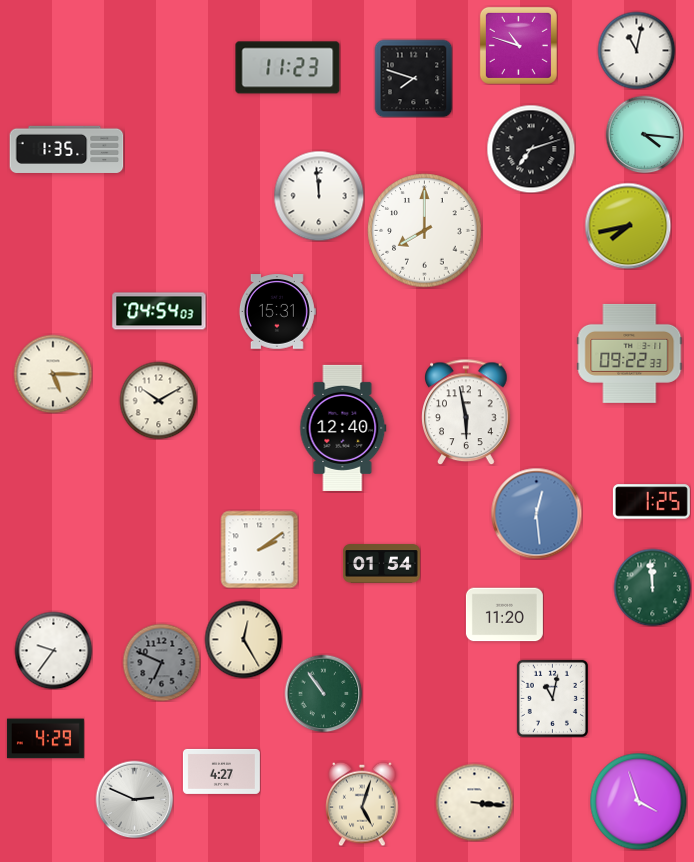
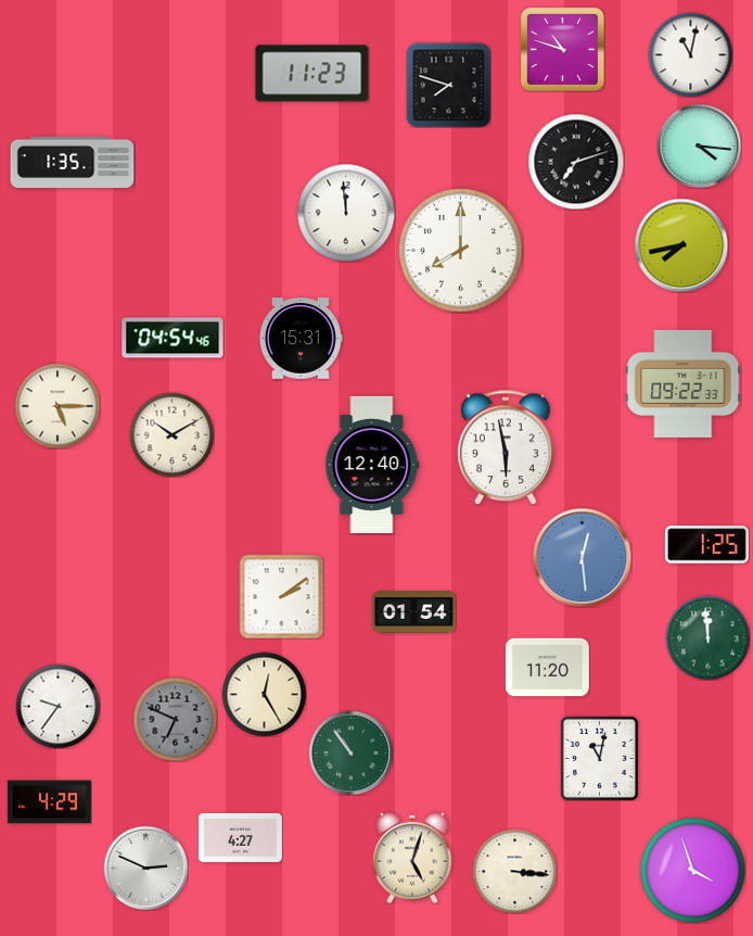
clock at (159, 311): 04:54:03 -> 04:54:46
clock at (362, 804) position: (362, 804) -> (412, 858)
